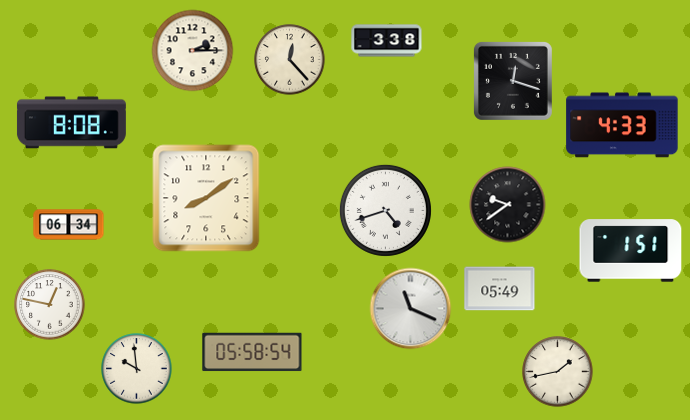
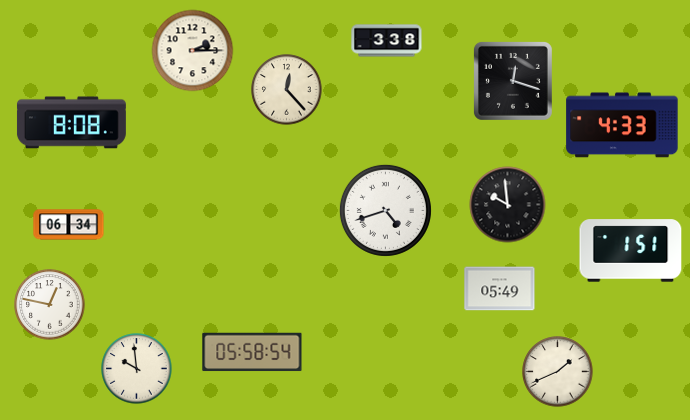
clock at (290, 60) position: (290, 60) -> (287, 90)
clock at (206, 198): 8:09 -> none
clock at (508, 205): 9:39 -> 9:59
clock at (411, 309): 11:19 -> none
clock at (558, 372): 1:43 -> 1:41
